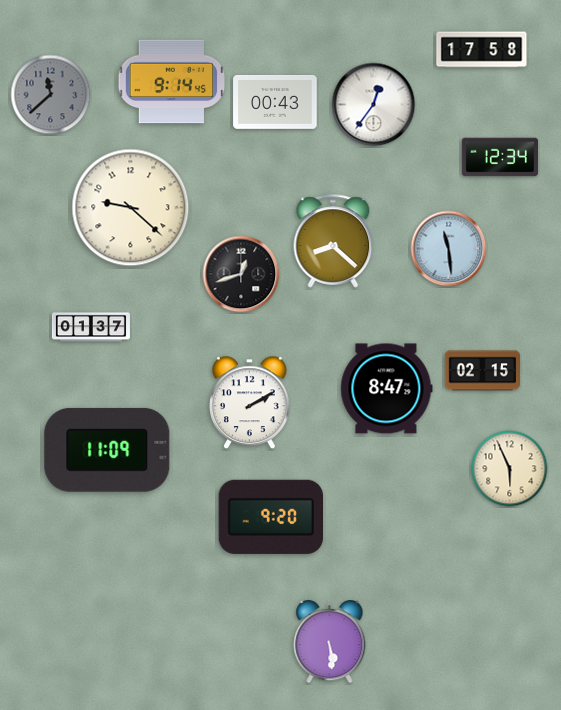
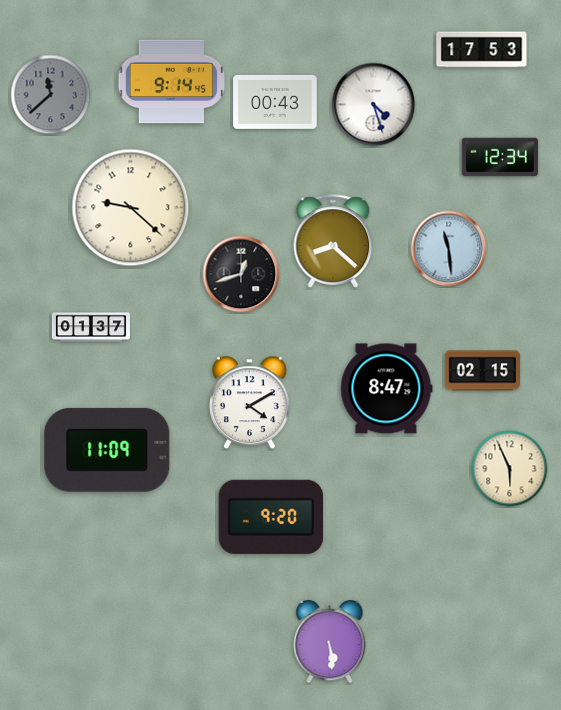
clock at (482, 50): 17:58 -> 17:53
clock at (374, 105): 12:36 -> 4:27
clock at (250, 403): 2:10 -> 4:10
